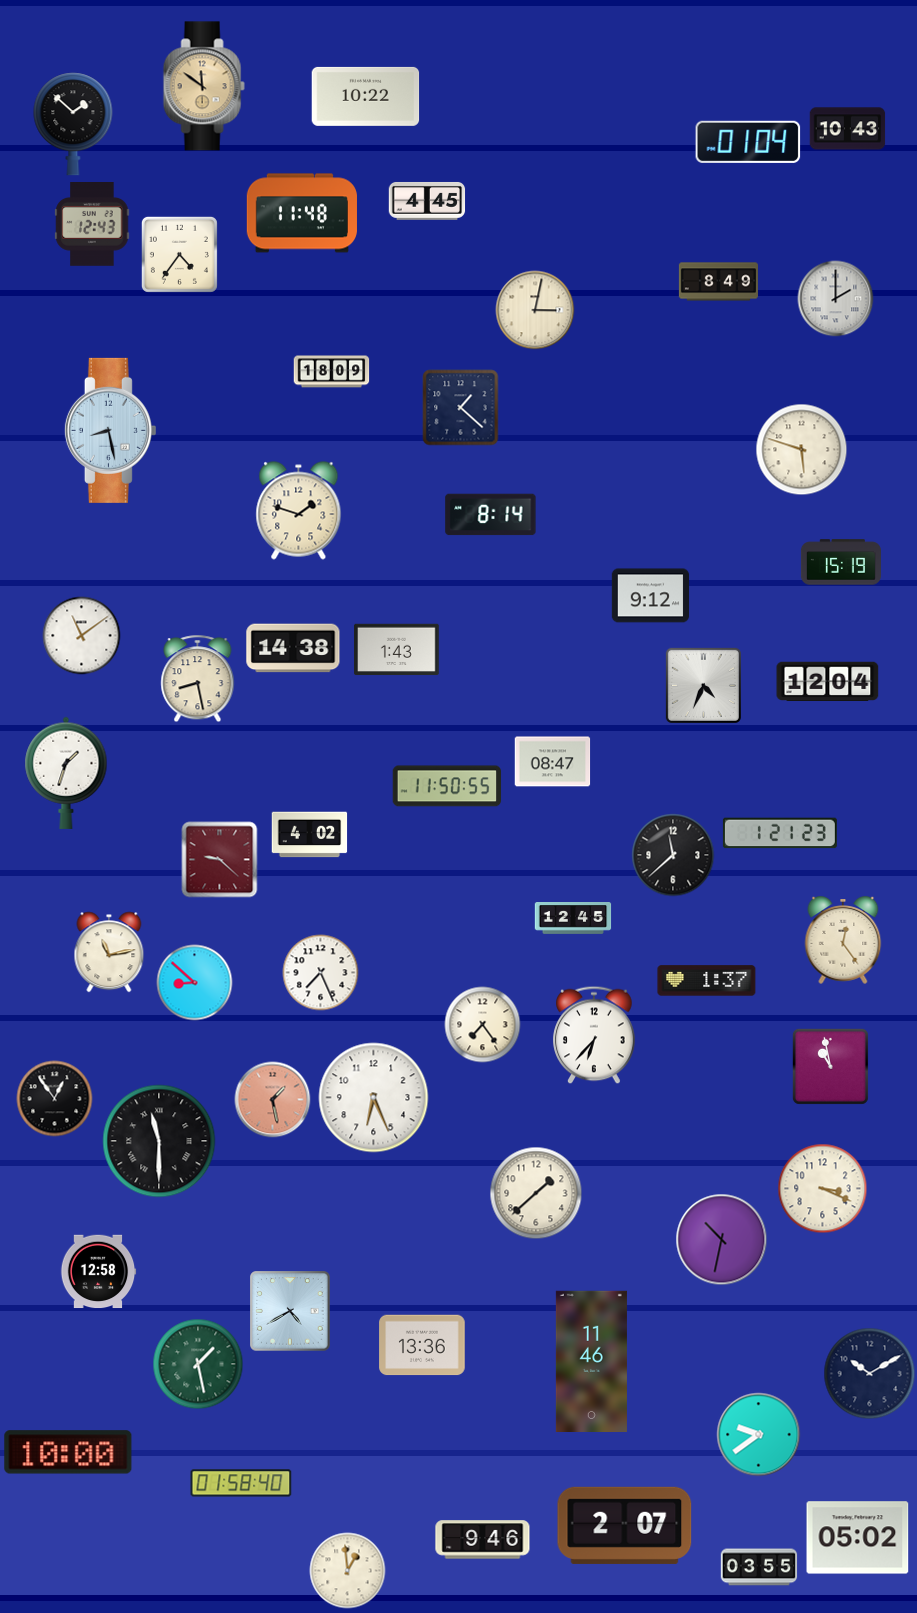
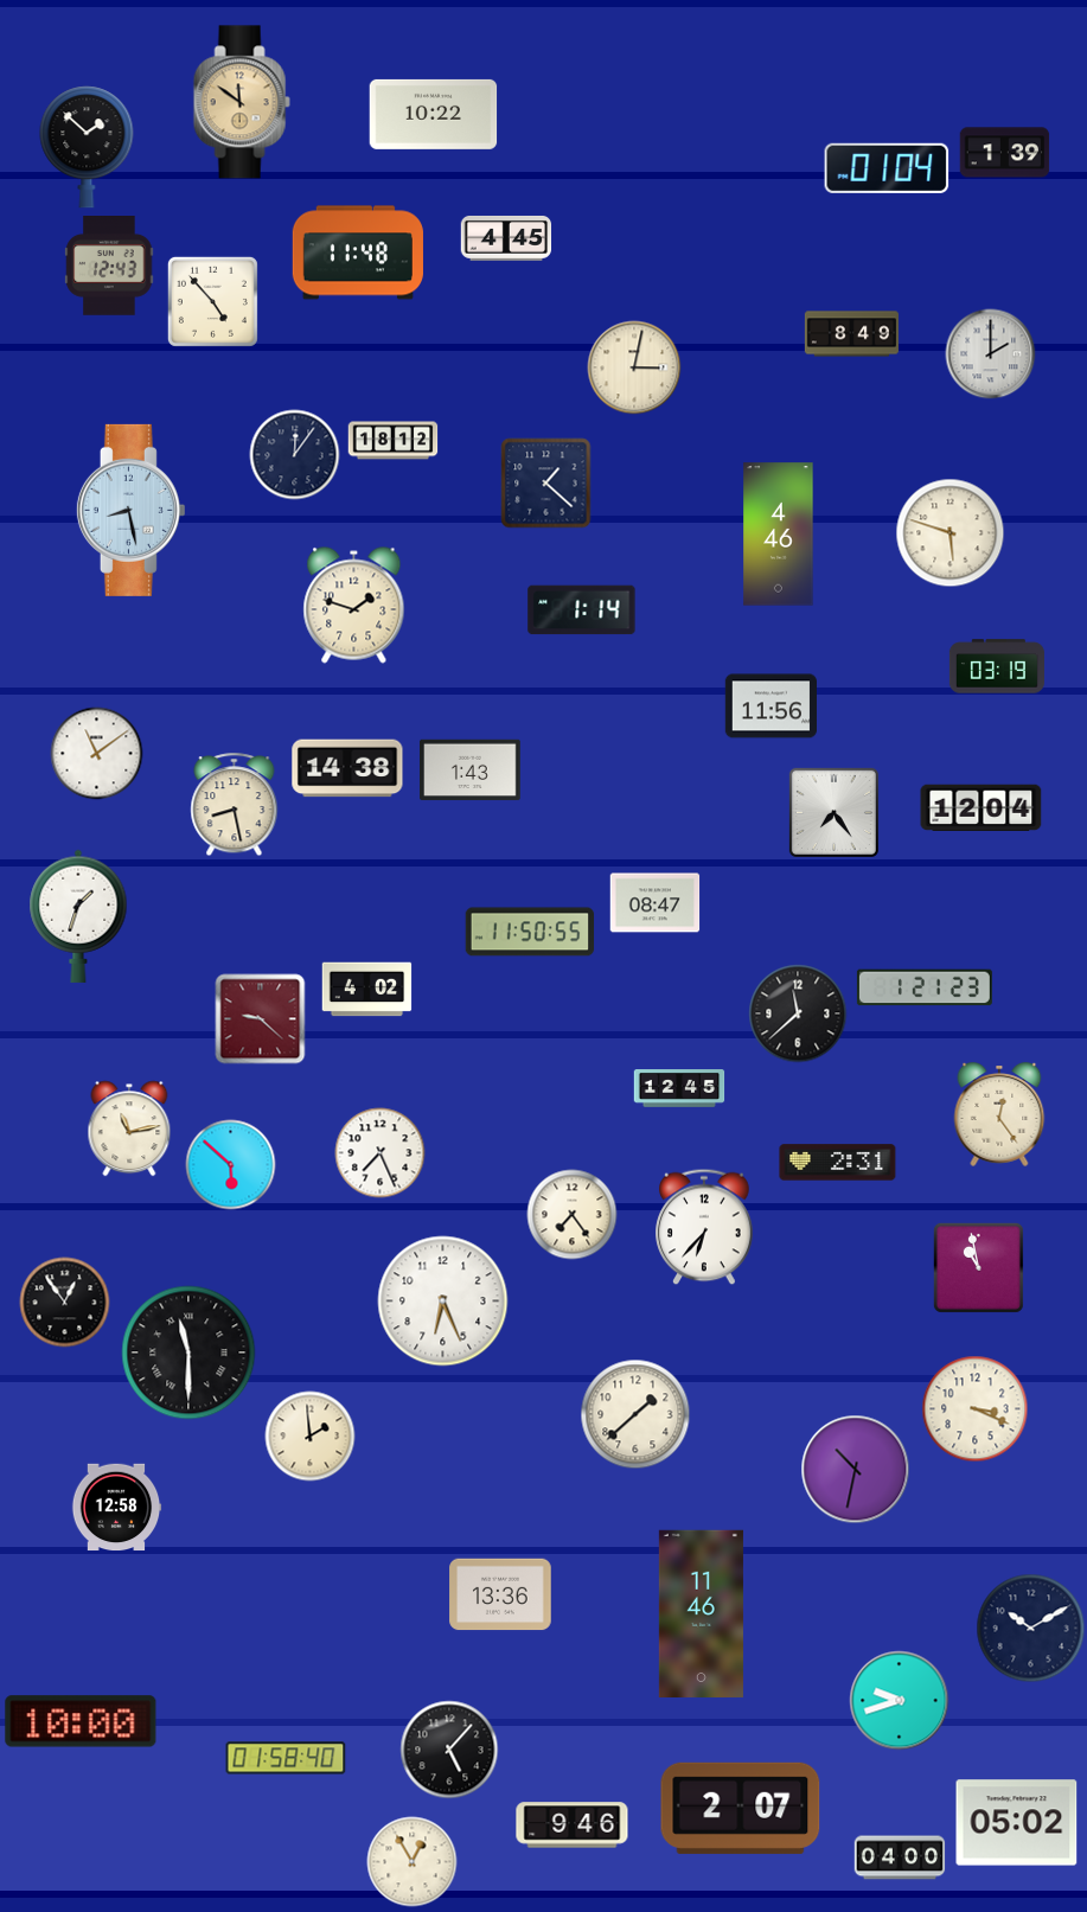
clock at (848, 129): 10:43 -> 1:39
clock at (179, 254): 4:36 -> 4:53
clock at (332, 372): 18:09 -> 18:12
clock at (295, 455): none -> 12:06
clock at (779, 535): none -> 4:46
clock at (491, 515): 8:14 -> 1:14
clock at (841, 562): 15:19 -> 03:19
clock at (650, 596): 9:12 -> 11:56
clock at (703, 685): 4:34 -> 7:24
clock at (707, 981): 1:37 -> 2:31
clock at (195, 983): 8:52 -> 5:52
clock at (830, 1066) position: (830, 1066) -> (978, 1267)
clock at (273, 1100): 1:28 -> none
clock at (311, 1437): none -> 1:59
clock at (290, 1311): 4:40 -> none
clock at (198, 1364): 1:28 -> none
clock at (759, 1435): 9:39 -> 9:42
clock at (449, 1750): none -> 5:07
clock at (759, 1567): 03:55 -> 04:00
clock at (348, 1571): 12:59 -> 12:55
